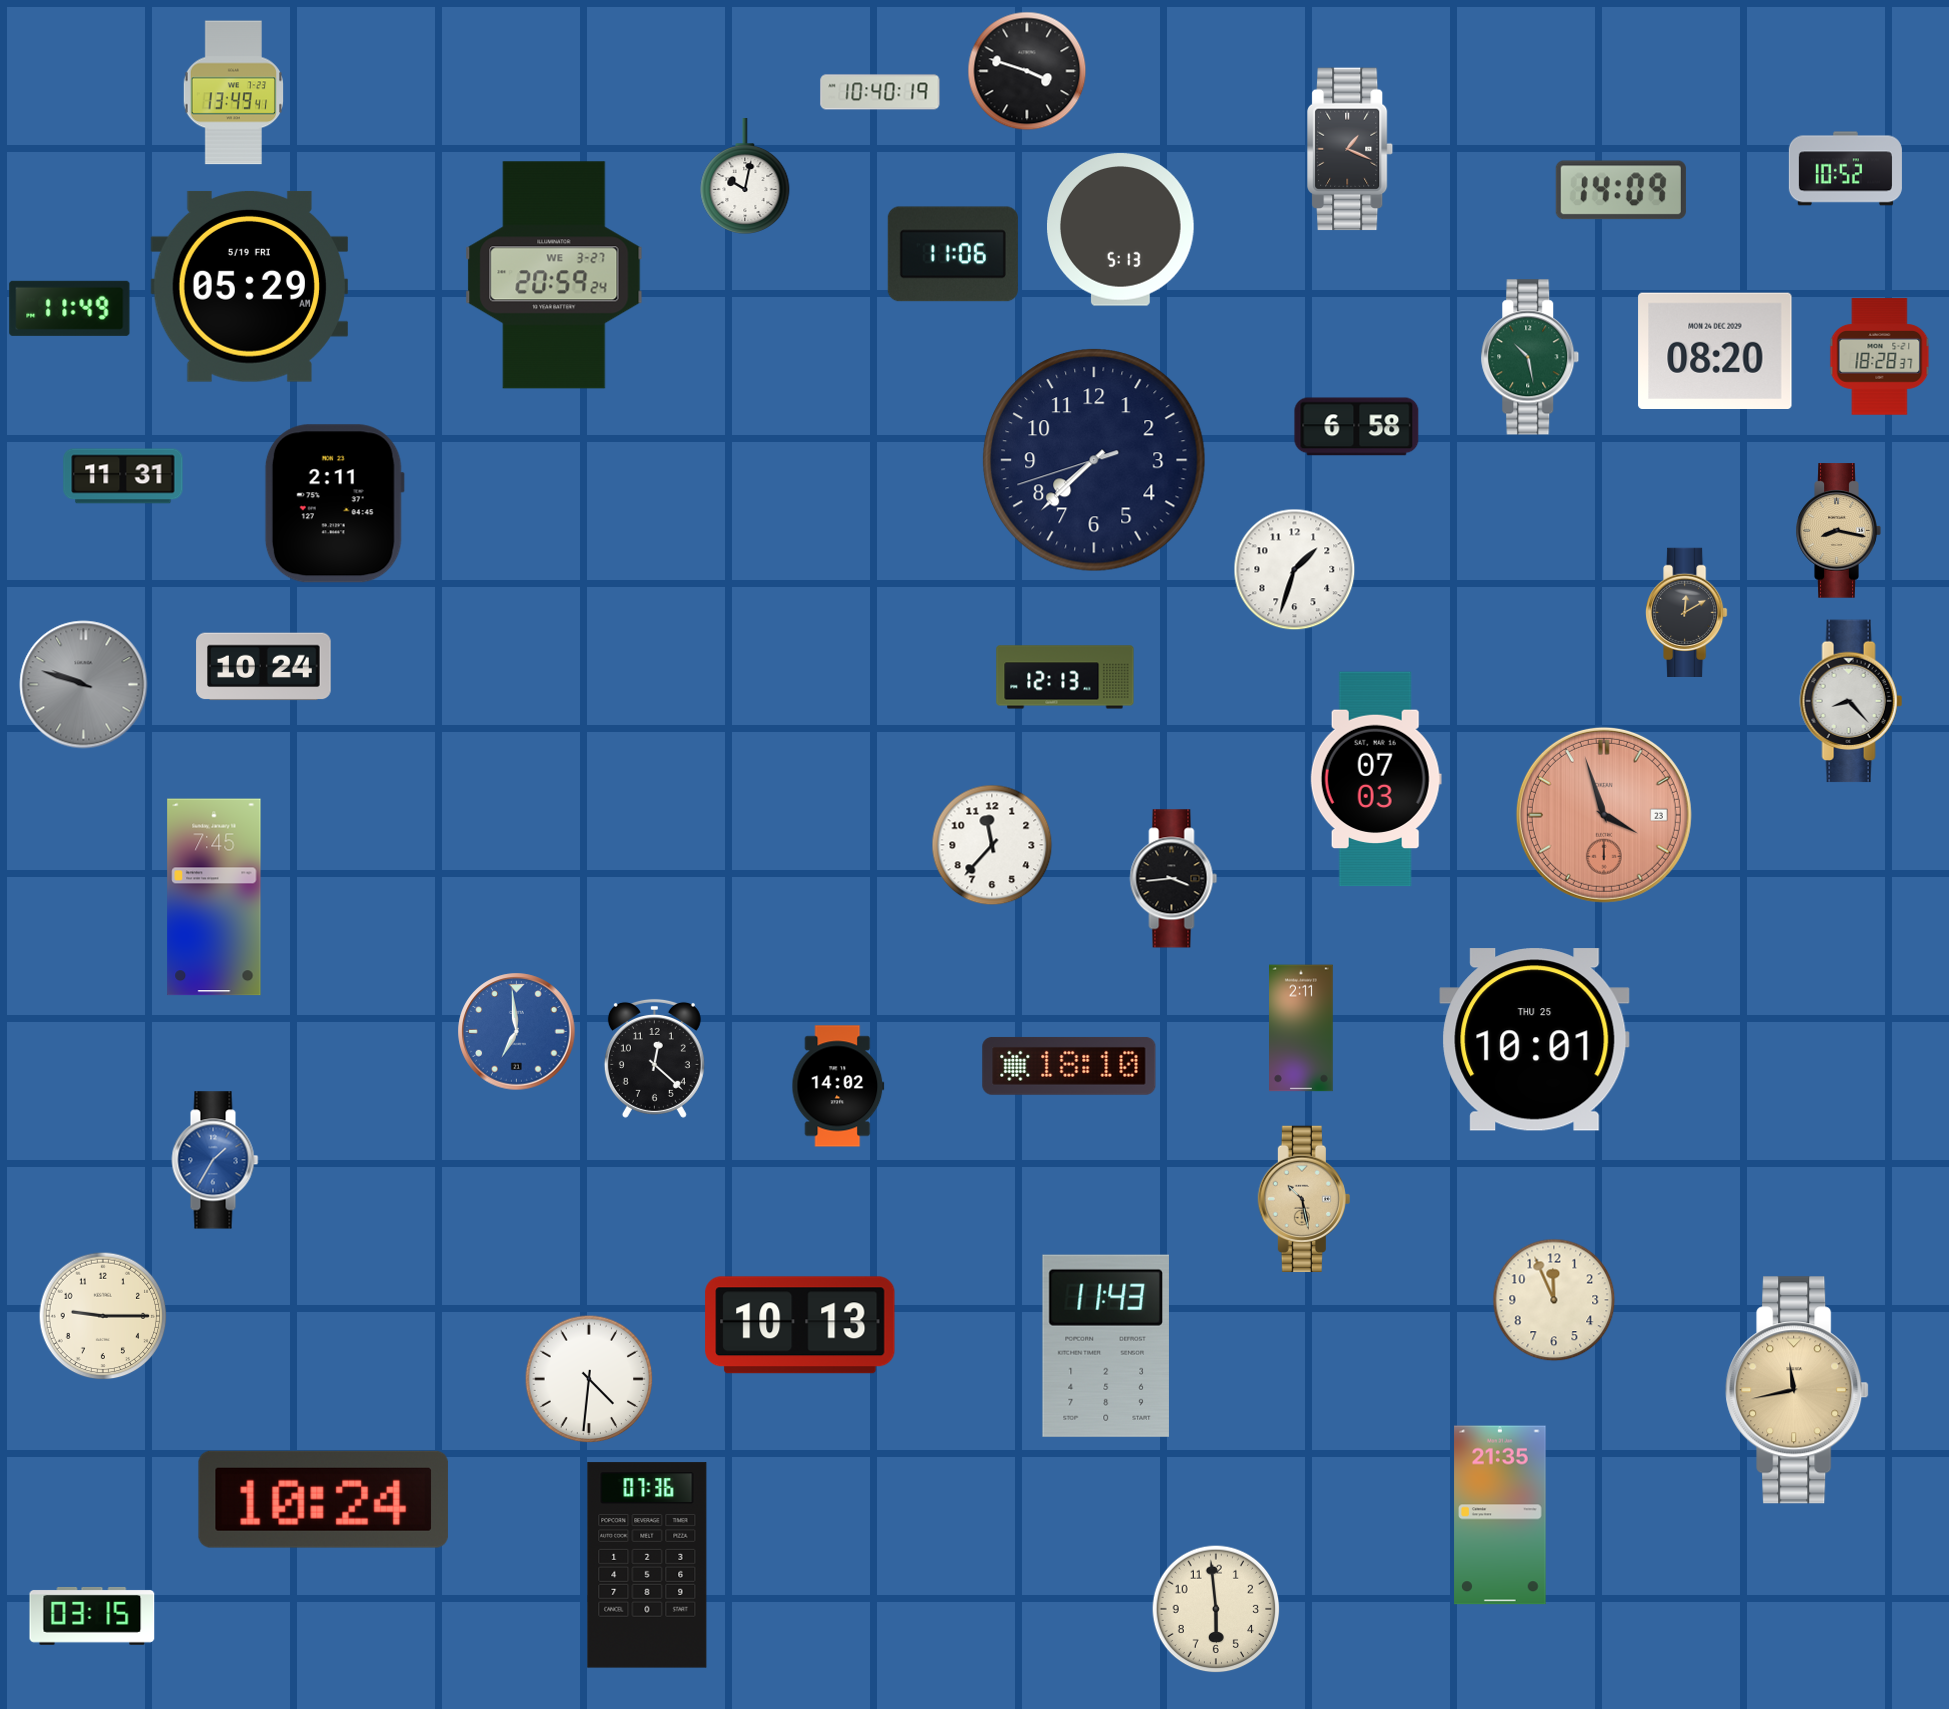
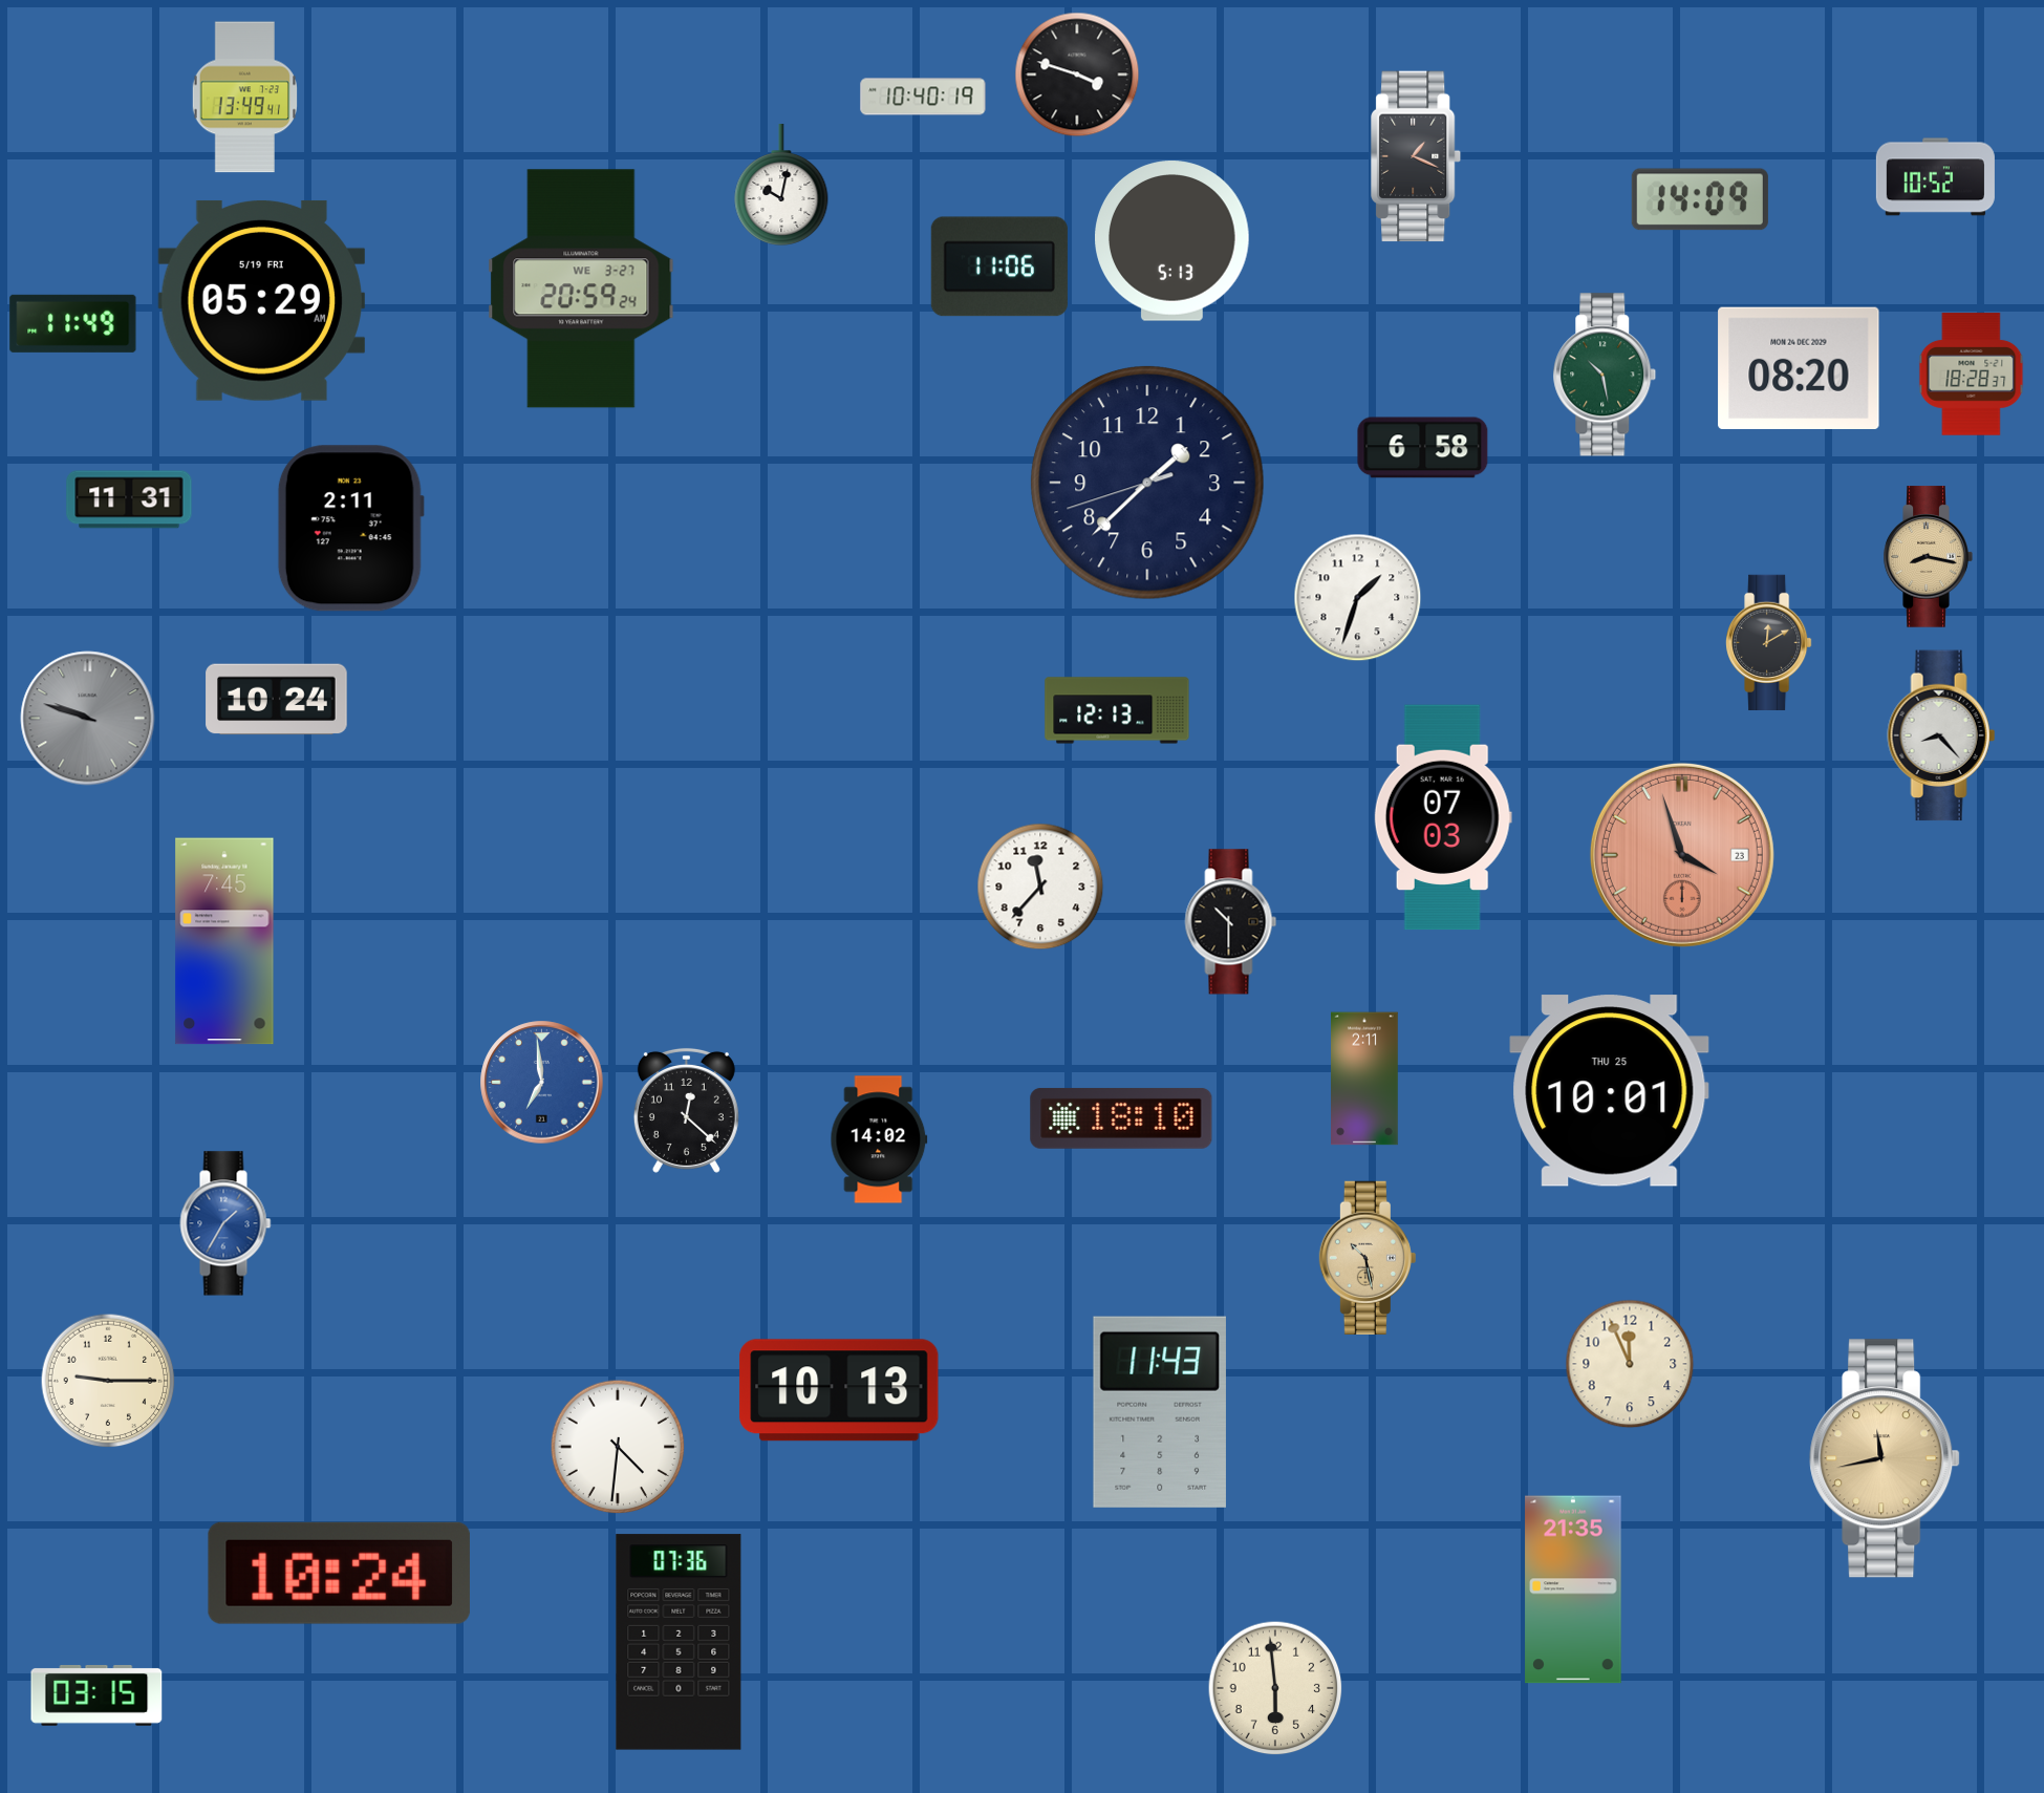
clock at (1121, 230) position: (1121, 230) -> (1172, 241)
clock at (1094, 460): 7:37 -> 1:37
clock at (1174, 879): 3:44 -> 10:30
clock at (215, 1160) position: (215, 1160) -> (225, 1223)
